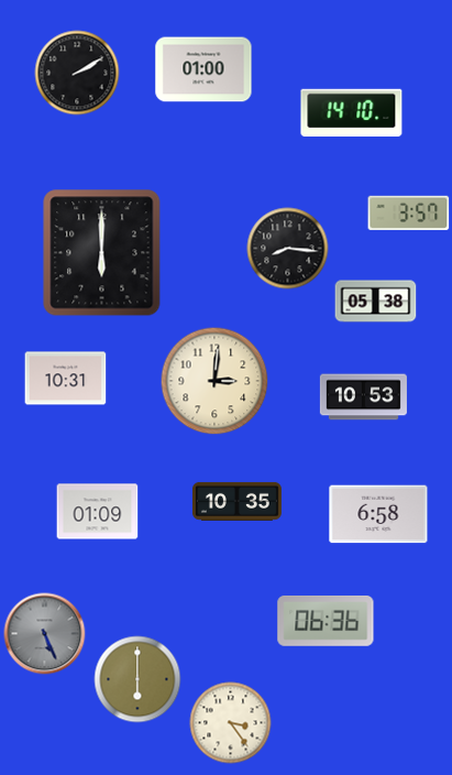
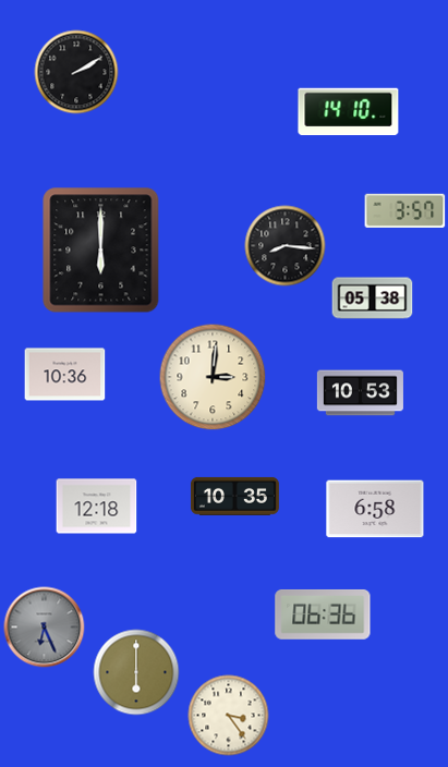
clock at (203, 69): 01:00 -> none
clock at (66, 379): 10:31 -> 10:36
clock at (98, 512): 01:09 -> 12:18
clock at (45, 634): 5:26 -> 6:26
